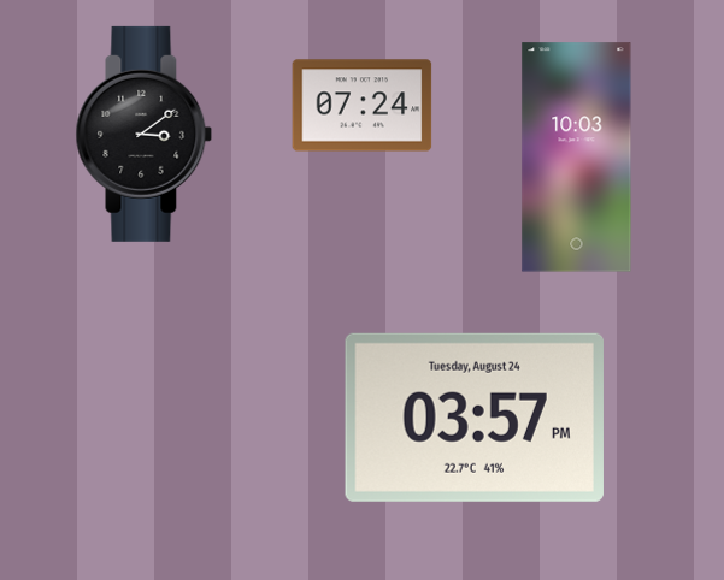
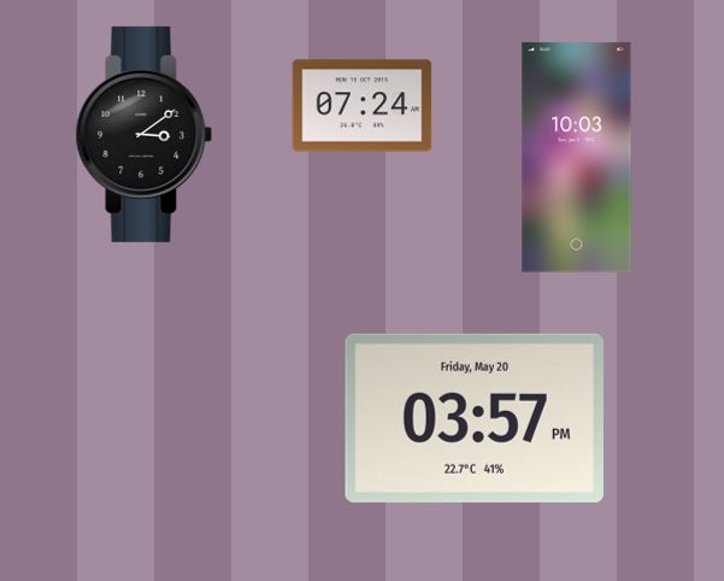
clock at (473, 418) date: Tuesday, August 24 -> Friday, May 20
